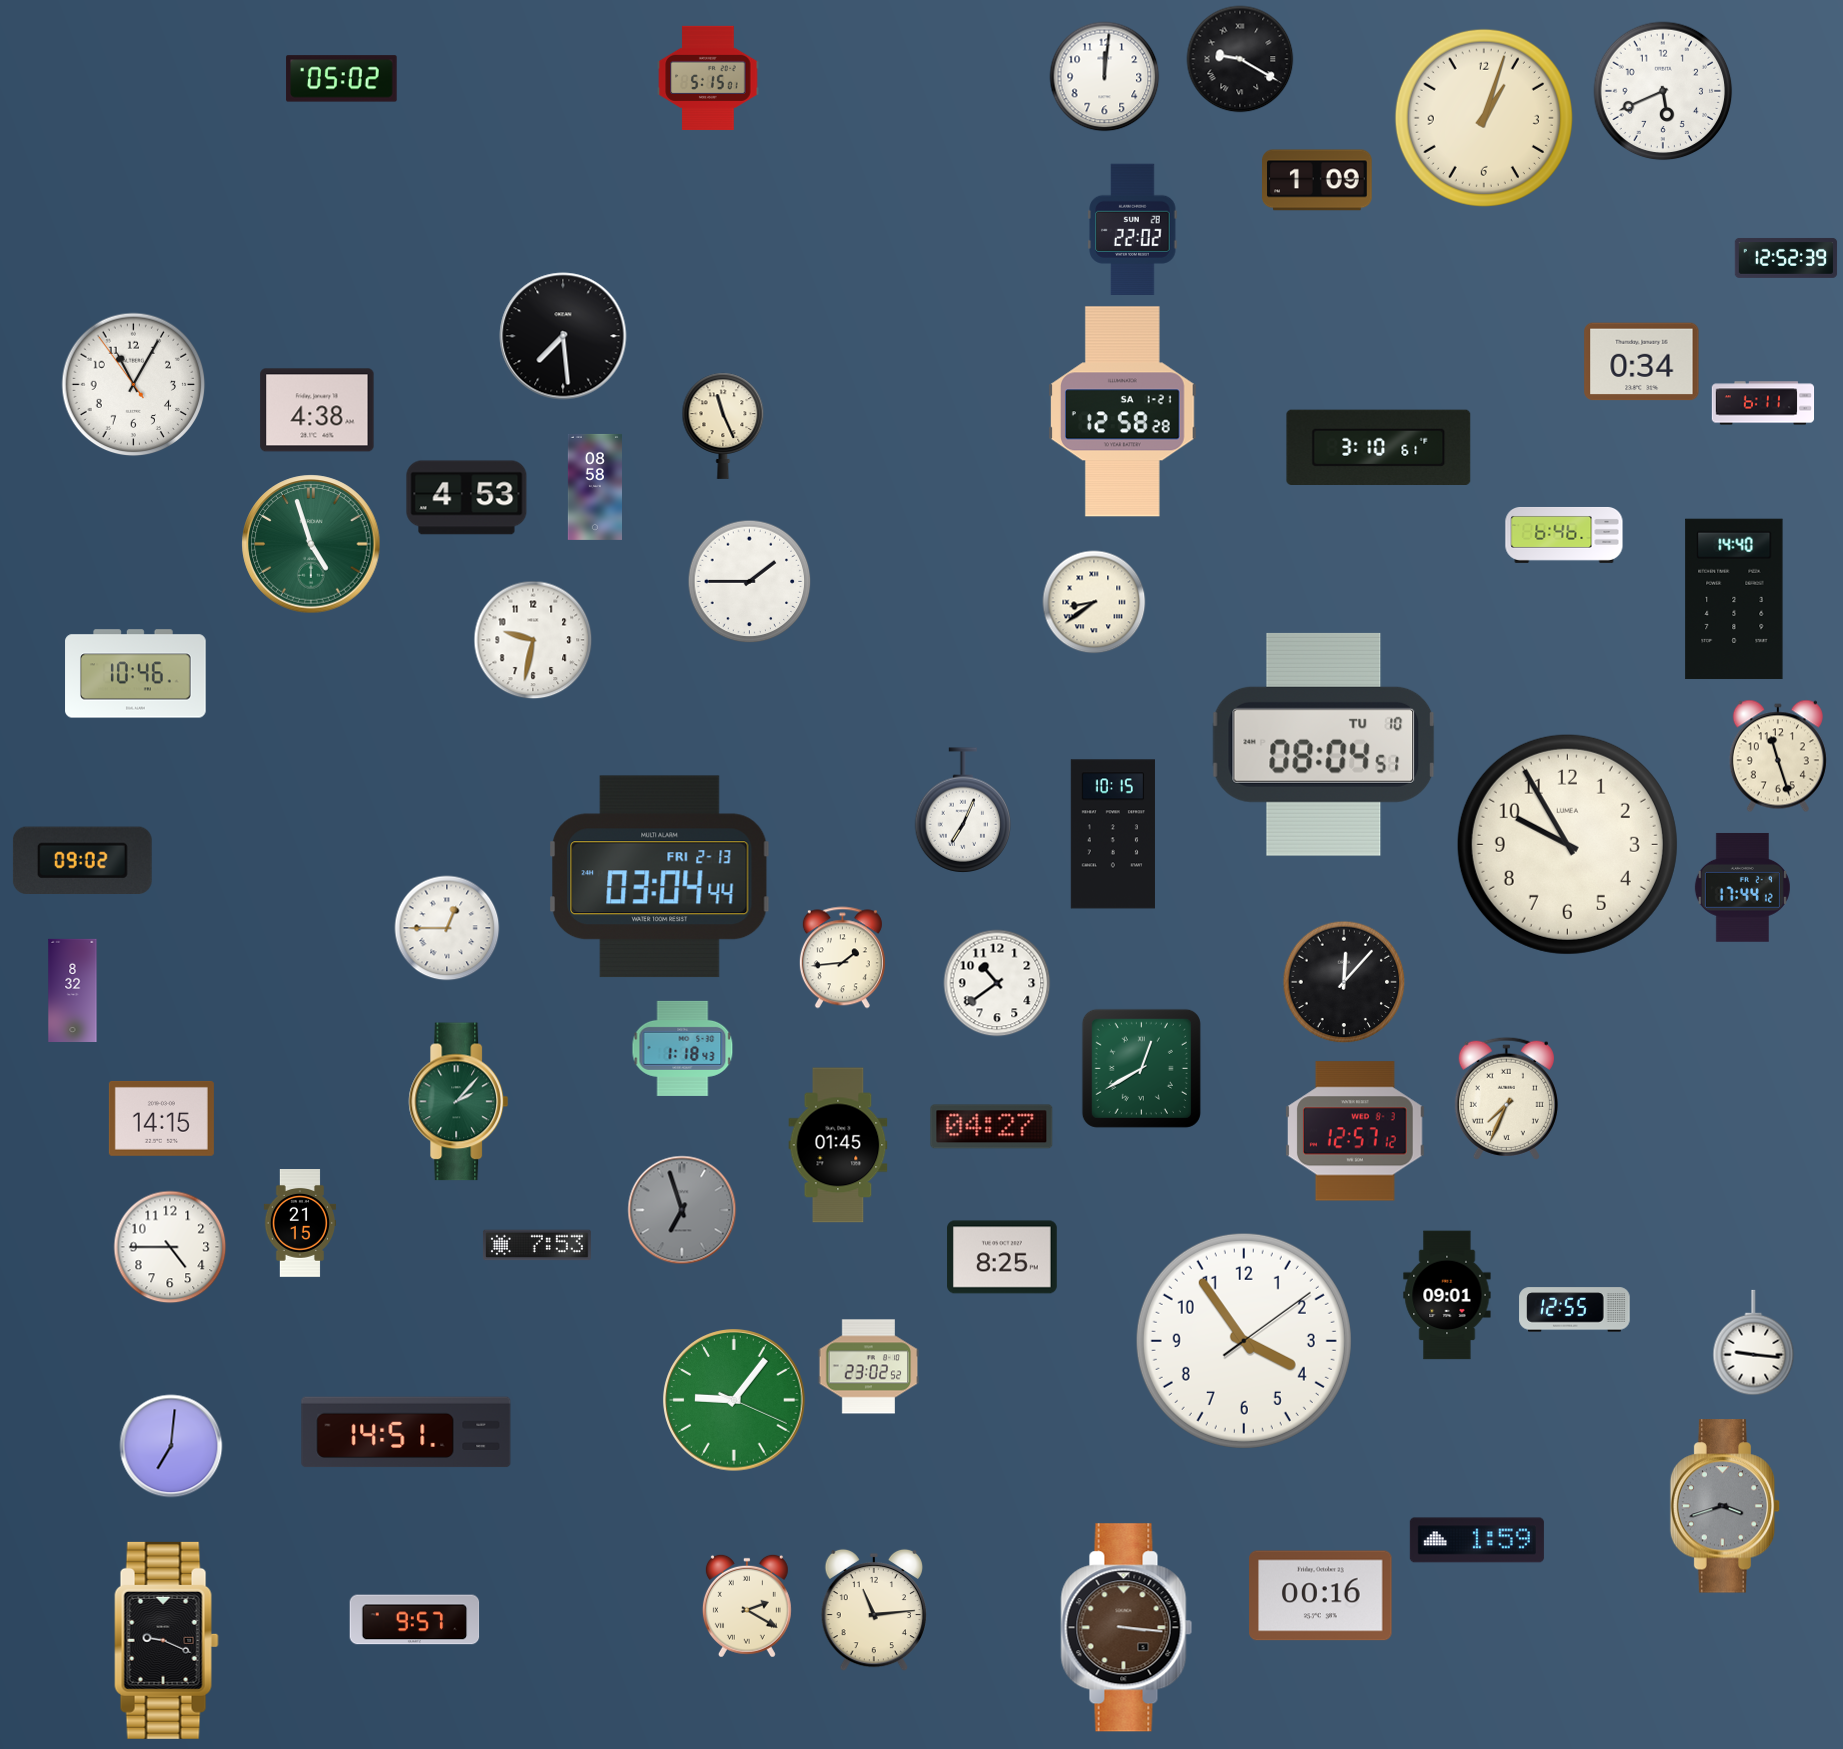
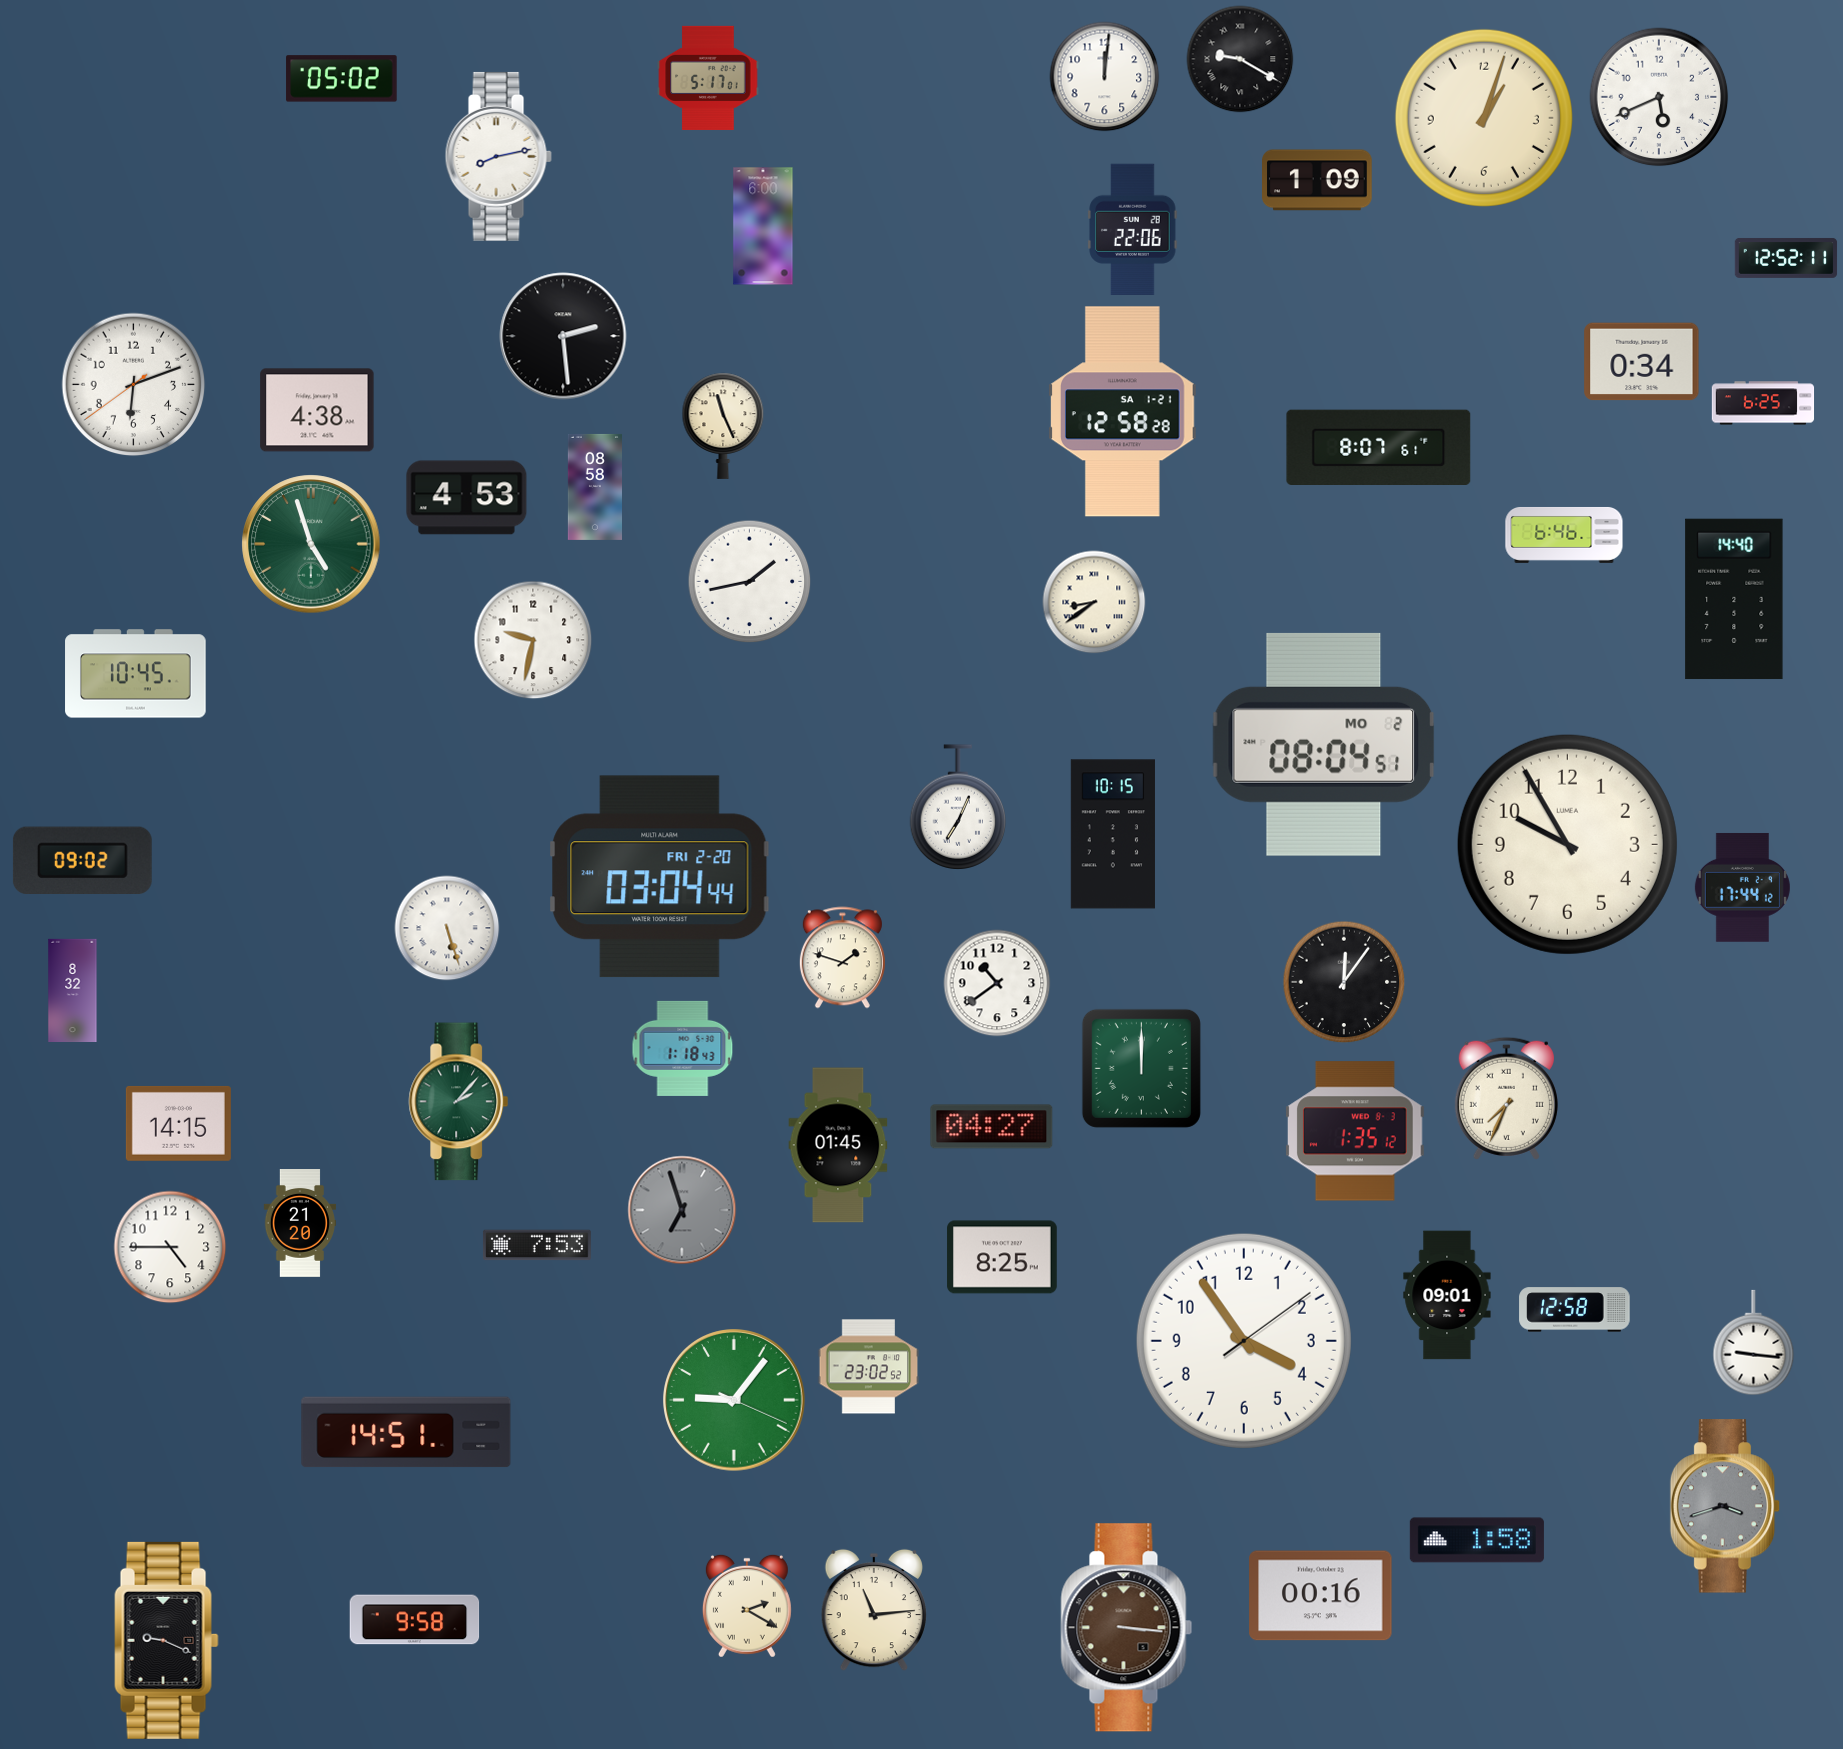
clock at (708, 78): 5:15 -> 5:17
clock at (1663, 91) position: (1663, 91) -> (1659, 97)
clock at (498, 156): none -> 8:13
clock at (763, 226): none -> 6:00
clock at (1133, 229): 22:02 -> 22:06
clock at (1786, 258): 12:52:39 -> 12:52:11
clock at (563, 336): 7:29 -> 2:29
clock at (134, 385): 11:04 -> 6:11
clock at (1763, 403): 6:11 -> 6:25
clock at (1379, 448): 3:10 -> 8:07
clock at (750, 582): 1:45 -> 1:43
clock at (136, 674): 10:46 -> 10:45
clock at (1324, 744) date: TU 10 -> MO 2
clock at (1778, 756): 11:27 -> none
clock at (963, 810) position: (963, 810) -> (958, 807)
clock at (660, 877) date: FRI 2-13 -> FRI 2-20
clock at (447, 928): 12:45 -> 5:27
clock at (842, 958): 1:44 -> 1:48
clock at (1344, 982): 12:07 -> 12:06
clock at (1141, 1068): 12:40 -> 12:00
clock at (161, 1118) position: (161, 1118) -> (178, 1123)
clock at (1355, 1131): 12:57 -> 1:35
clock at (299, 1224): 21:15 -> 21:20
clock at (1575, 1310): 12:55 -> 12:58
clock at (171, 1446): 7:01 -> none
clock at (1477, 1540): 1:59 -> 1:58
clock at (415, 1620): 9:57 -> 9:58
